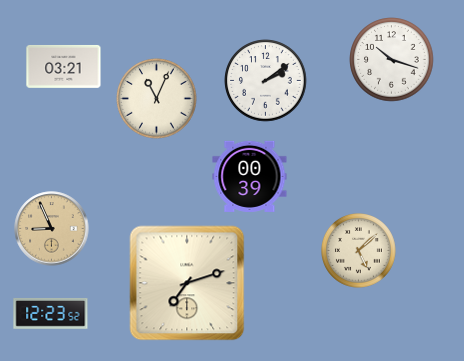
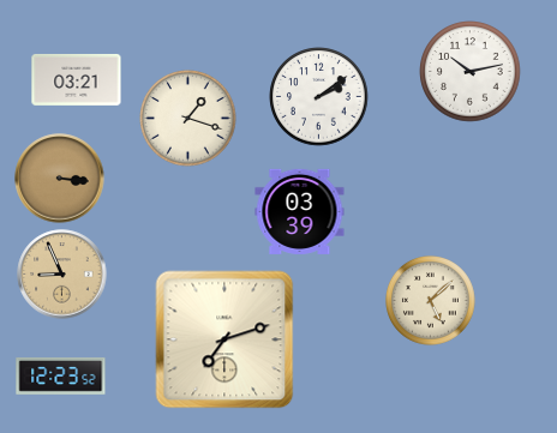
clock at (392, 60): 10:18 -> 10:13
clock at (157, 99): 11:04 -> 1:18
clock at (60, 179): none -> 3:16
clock at (250, 176): 00:39 -> 03:39
